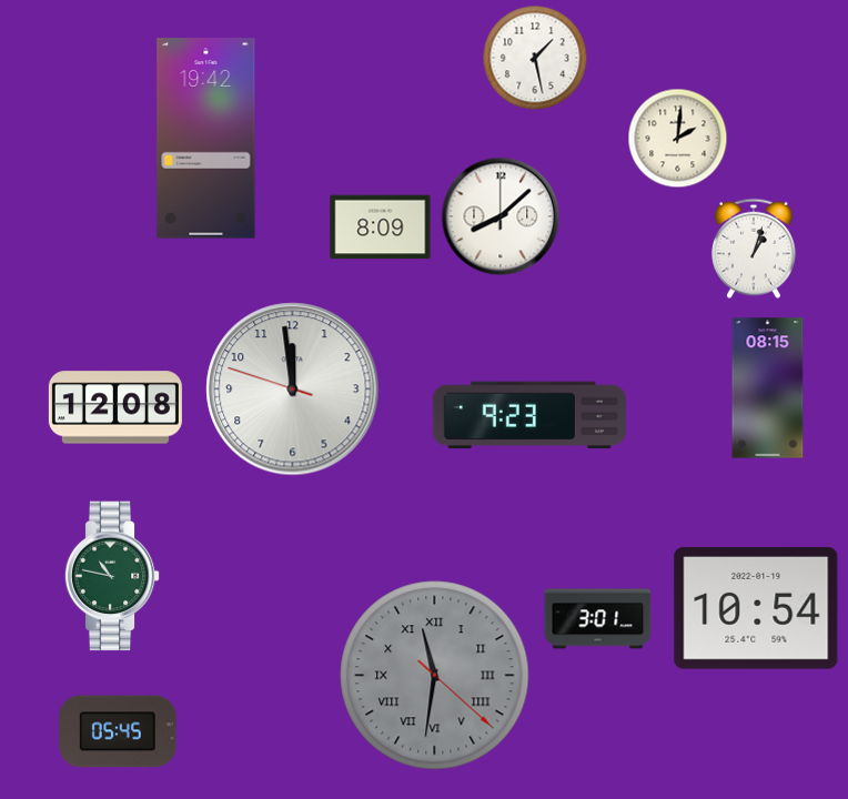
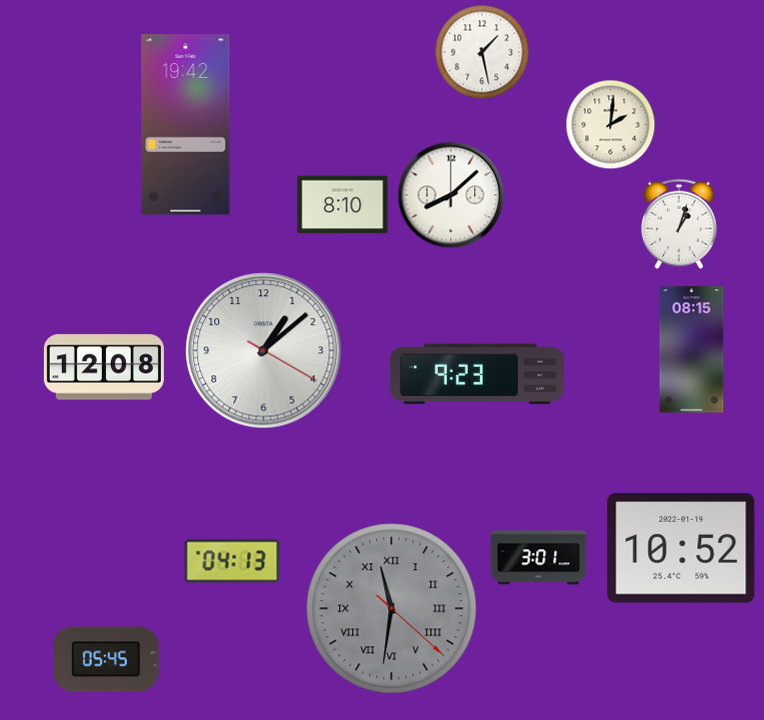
clock at (381, 227): 8:09 -> 8:10
clock at (293, 390): 11:58 -> 1:08
clock at (112, 576): 10:47 -> none
clock at (756, 608): 10:54 -> 10:52
clock at (232, 561): none -> 04:13
